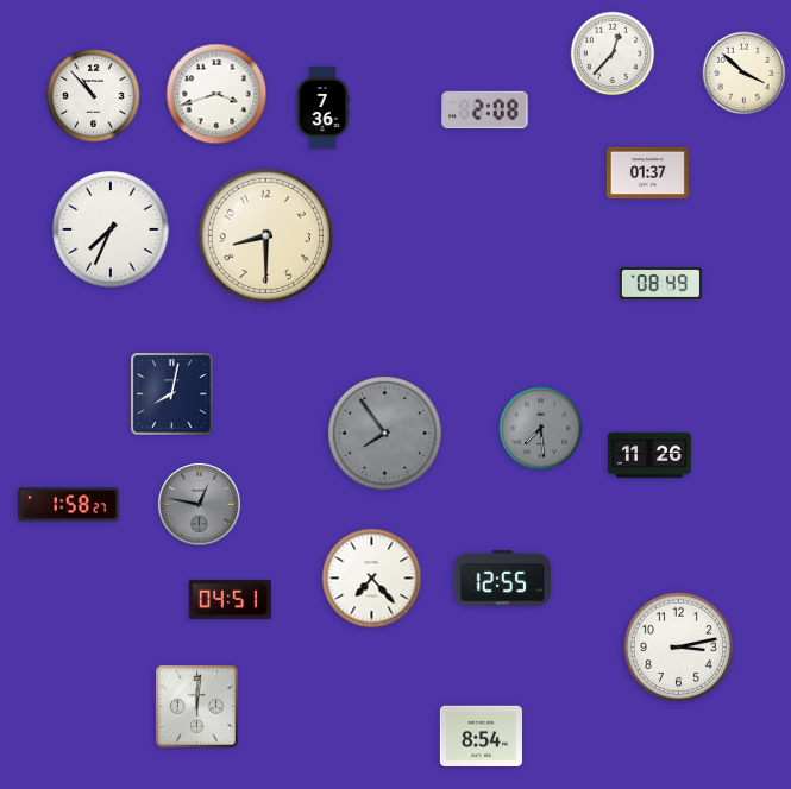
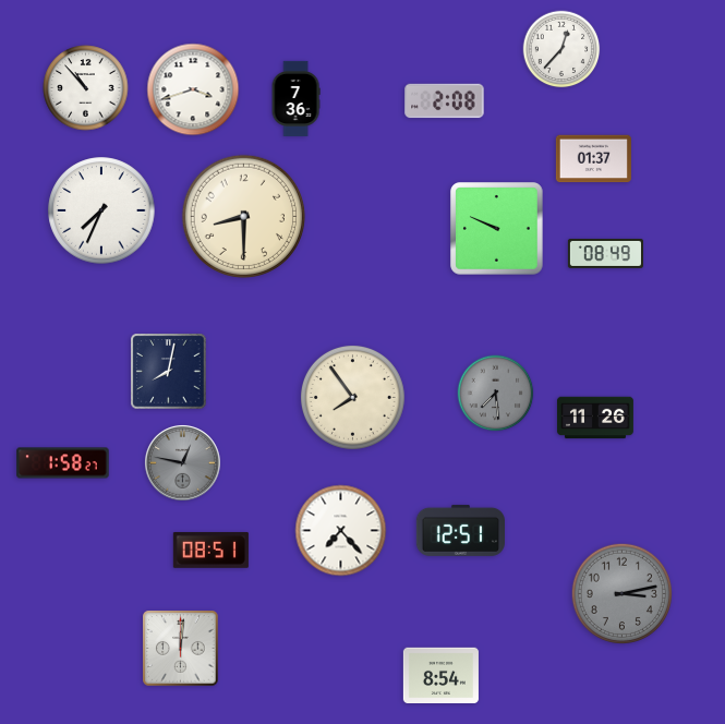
clock at (745, 74): 3:52 -> none
clock at (216, 94) position: (216, 94) -> (193, 89)
clock at (497, 229): none -> 9:49
clock at (660, 283) position: (660, 283) -> (605, 253)
clock at (172, 394) position: (172, 394) -> (169, 372)
clock at (384, 433) dial: grey -> cream
clock at (502, 577): 12:55 -> 12:51
clock at (230, 599): 04:51 -> 08:51
clock at (678, 646) dial: white -> grey
